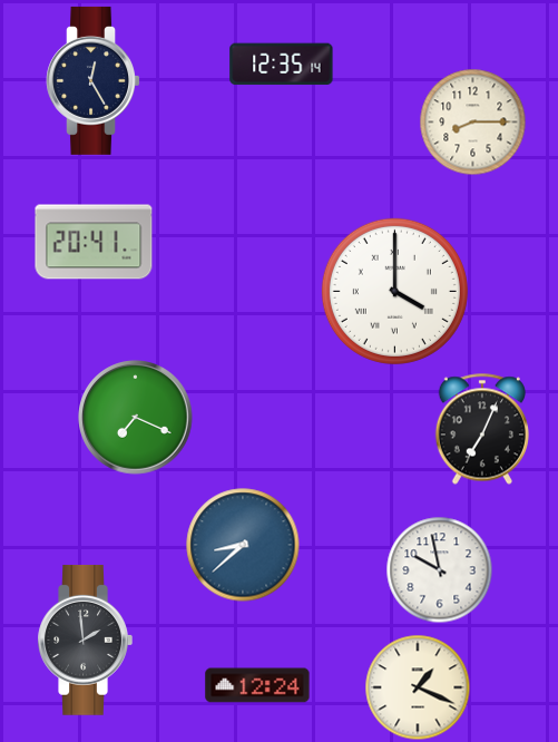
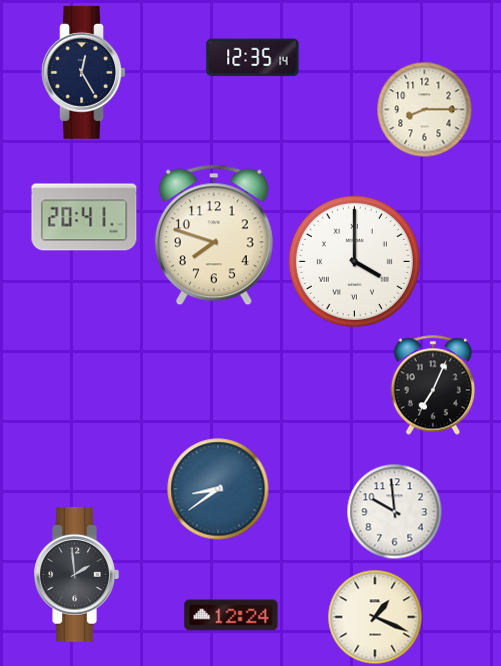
clock at (214, 235): none -> 7:48
clock at (136, 418): 7:19 -> none
clock at (243, 545): 8:38 -> 8:39
clock at (439, 569): 9:58 -> 9:59
